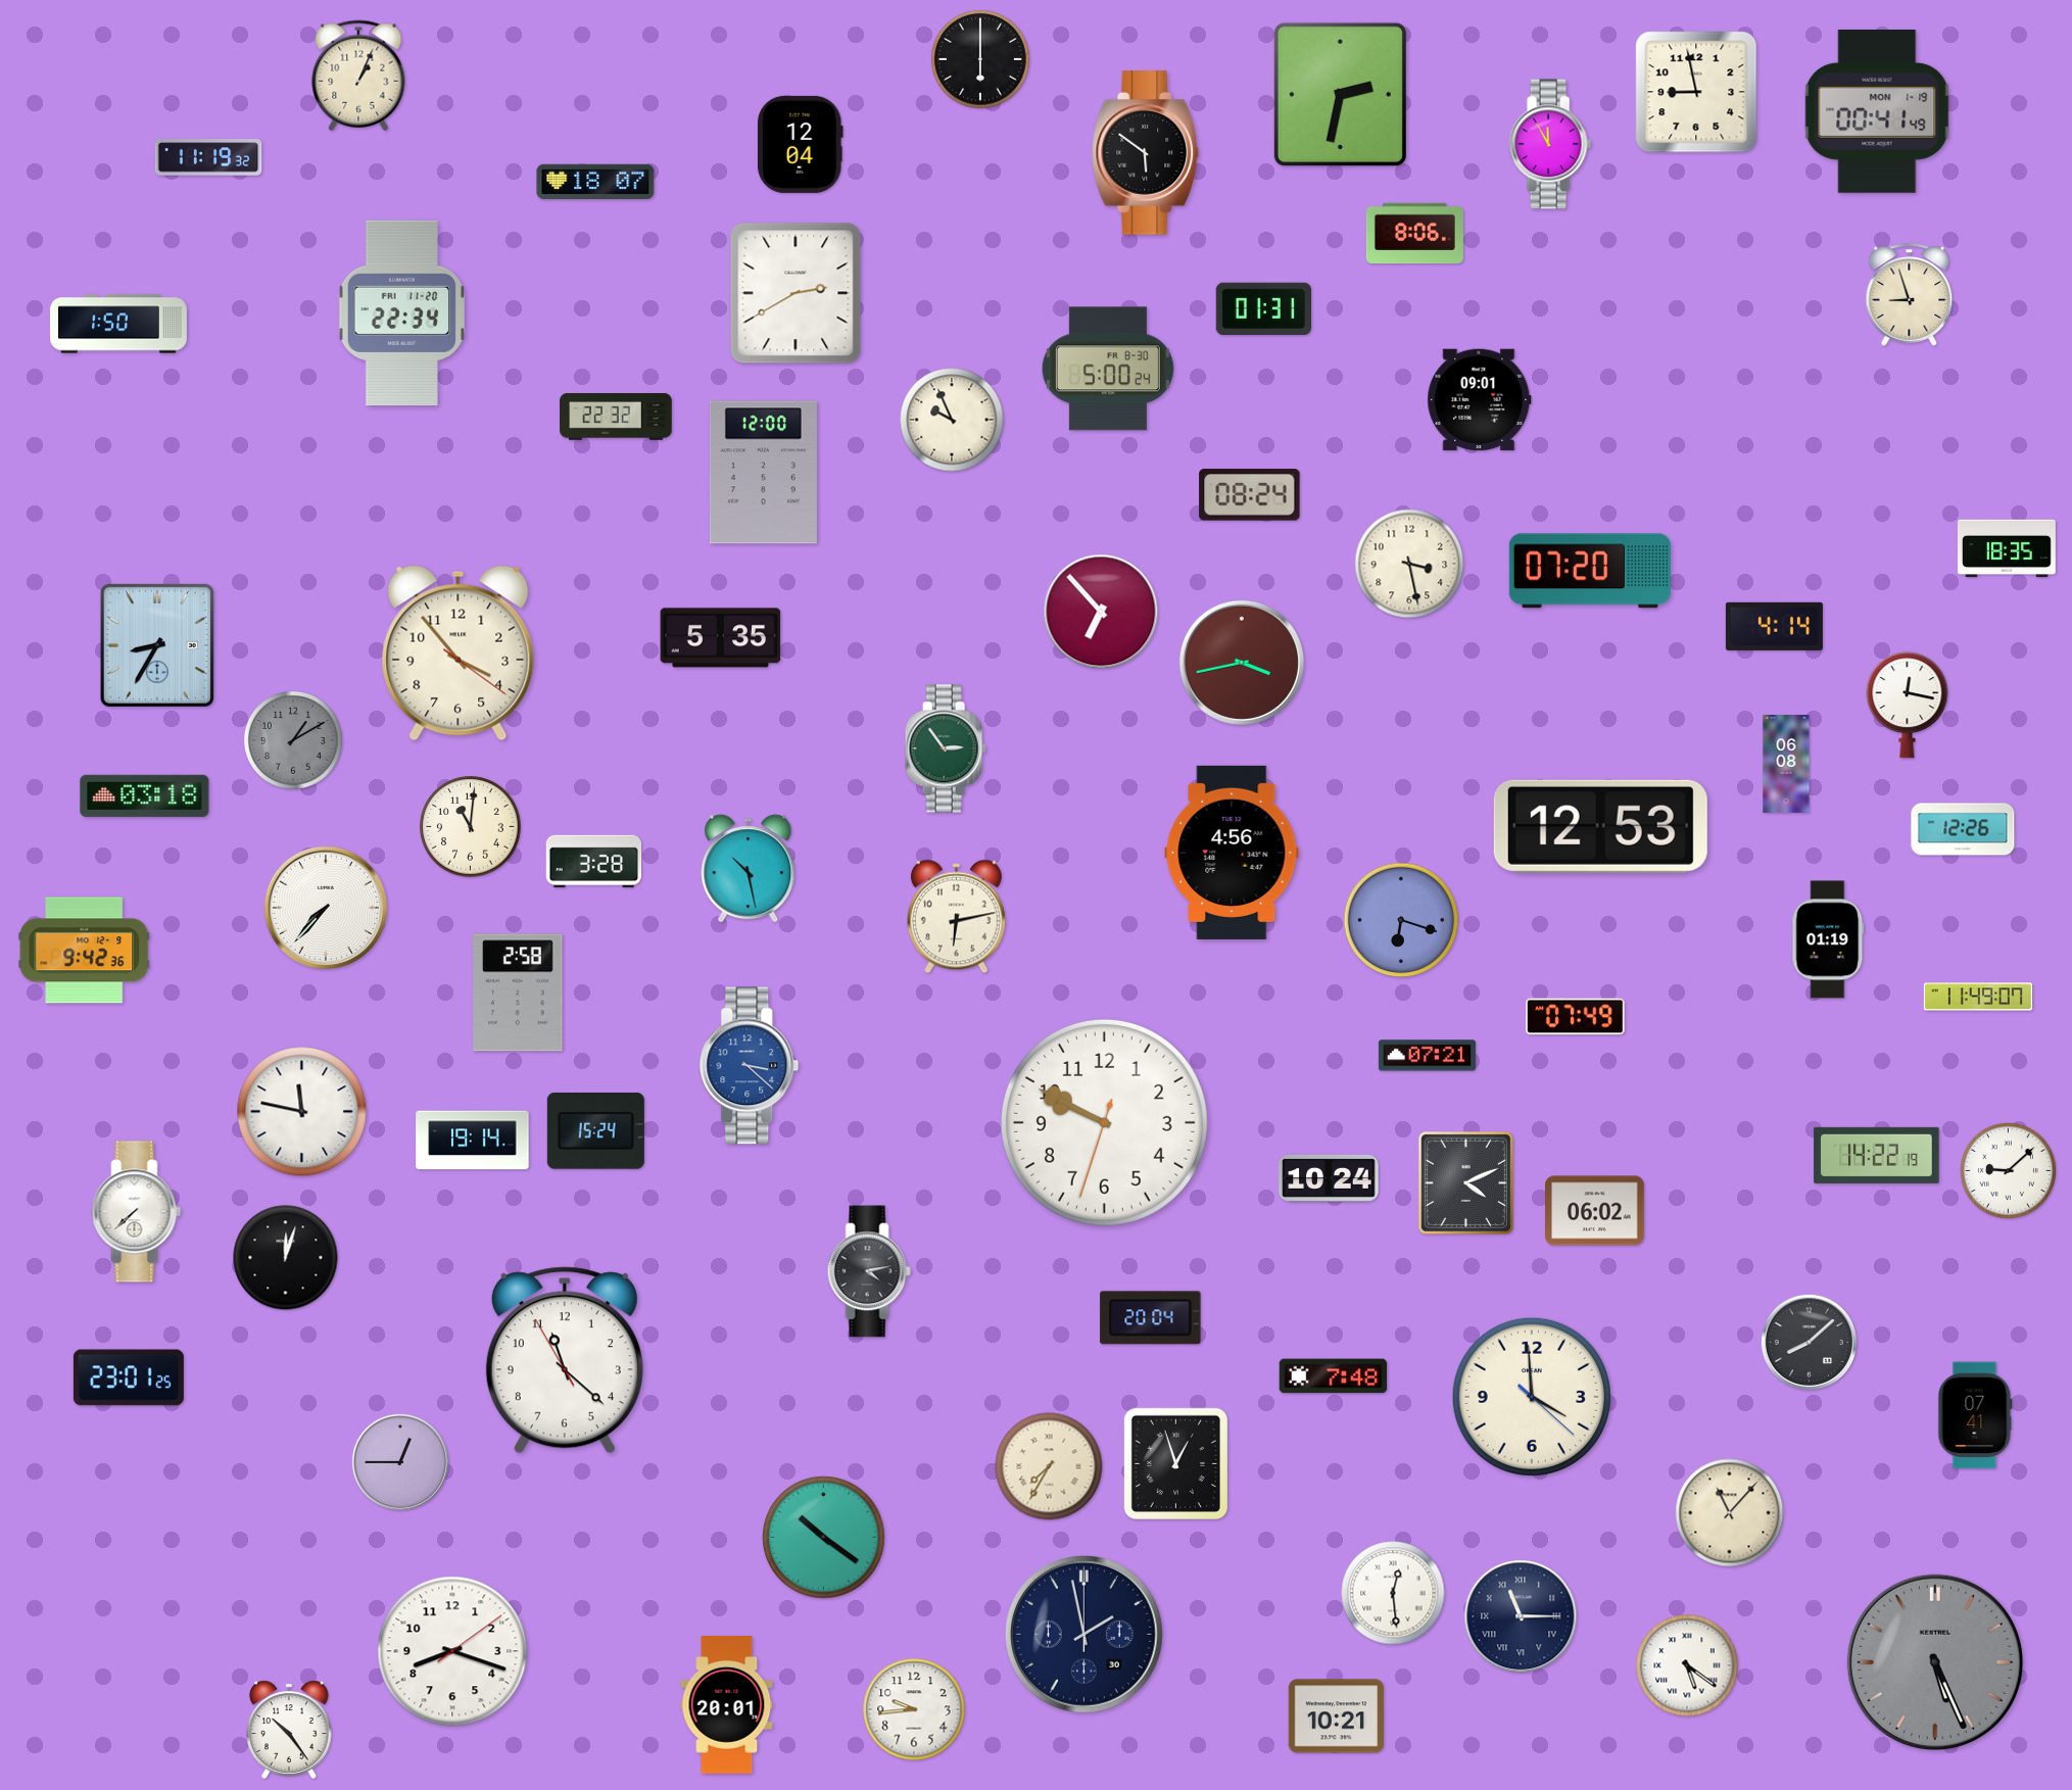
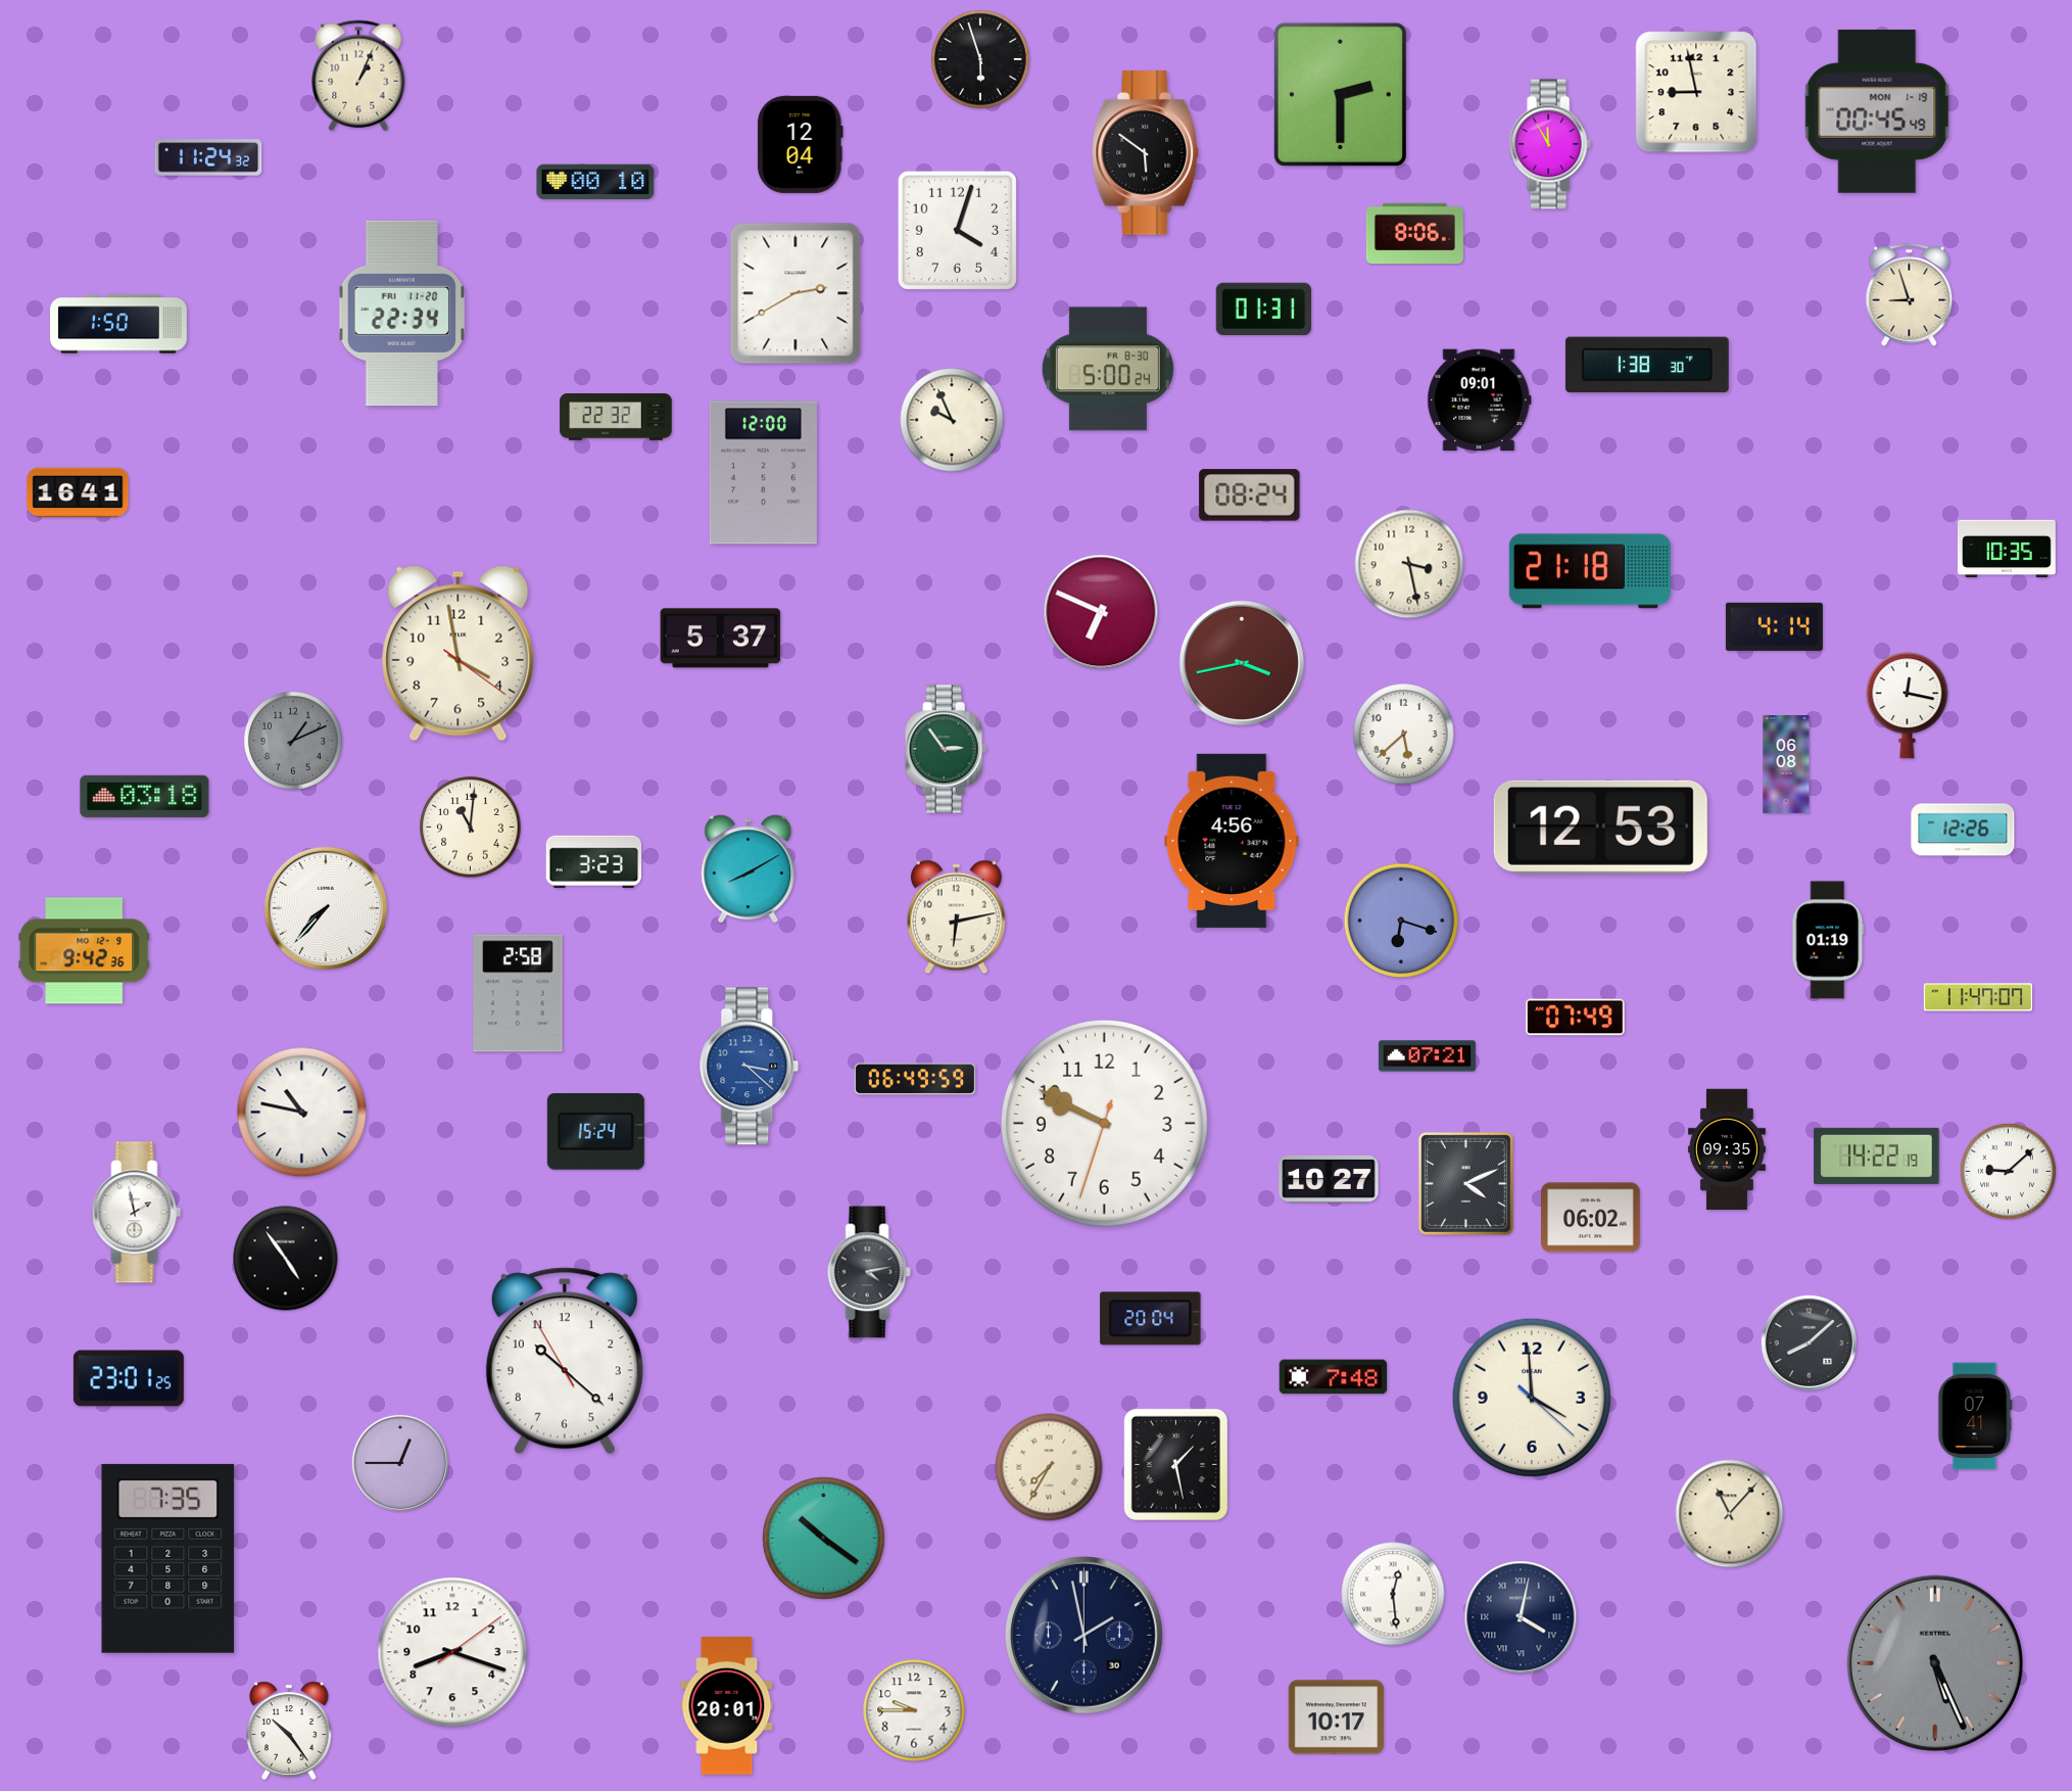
clock at (981, 60): 6:00 -> 5:57
clock at (1340, 94): 2:32 -> 2:30
clock at (1877, 111): 00:41 -> 00:45
clock at (208, 157): 11:19 -> 11:24
clock at (595, 181): 18:07 -> 00:10
clock at (957, 230): none -> 4:03
clock at (1647, 365): none -> 1:38
clock at (78, 492): none -> 16:41
clock at (2007, 548): 18:35 -> 10:35
clock at (1590, 571): 07:20 -> 21:18
clock at (1101, 612): 6:53 -> 6:49
clock at (721, 638): 5:35 -> 5:37
clock at (157, 645): 8:35 -> none
clock at (459, 654): 3:53 -> 3:58
clock at (1404, 735): none -> 5:38
clock at (294, 741): 1:10 -> 1:11
clock at (1232, 853) position: (1232, 853) -> (1232, 841)
clock at (593, 862): 3:28 -> 3:23
clock at (749, 869): 10:28 -> 8:10
clock at (1978, 997): 11:49 -> 11:47
clock at (915, 1079): none -> 06:49
clock at (302, 1112): 11:47 -> 10:47
clock at (473, 1141): 19:14 -> none
clock at (1727, 1149): none -> 09:35
clock at (1329, 1178): 10:24 -> 10:27
clock at (1595, 1211) position: (1595, 1211) -> (1591, 1218)
clock at (137, 1212): 7:38 -> 1:58
clock at (286, 1258): 12:03 -> 4:54
clock at (565, 1360): 11:21 -> 10:21
clock at (1175, 1463): 12:57 -> 1:28
clock at (168, 1558): none -> 7:35
clock at (1521, 1616): 11:15 -> 4:02
clock at (1687, 1665): 5:21 -> none
clock at (914, 1709): 9:44 -> 9:45
clock at (1337, 1716): 10:21 -> 10:17
